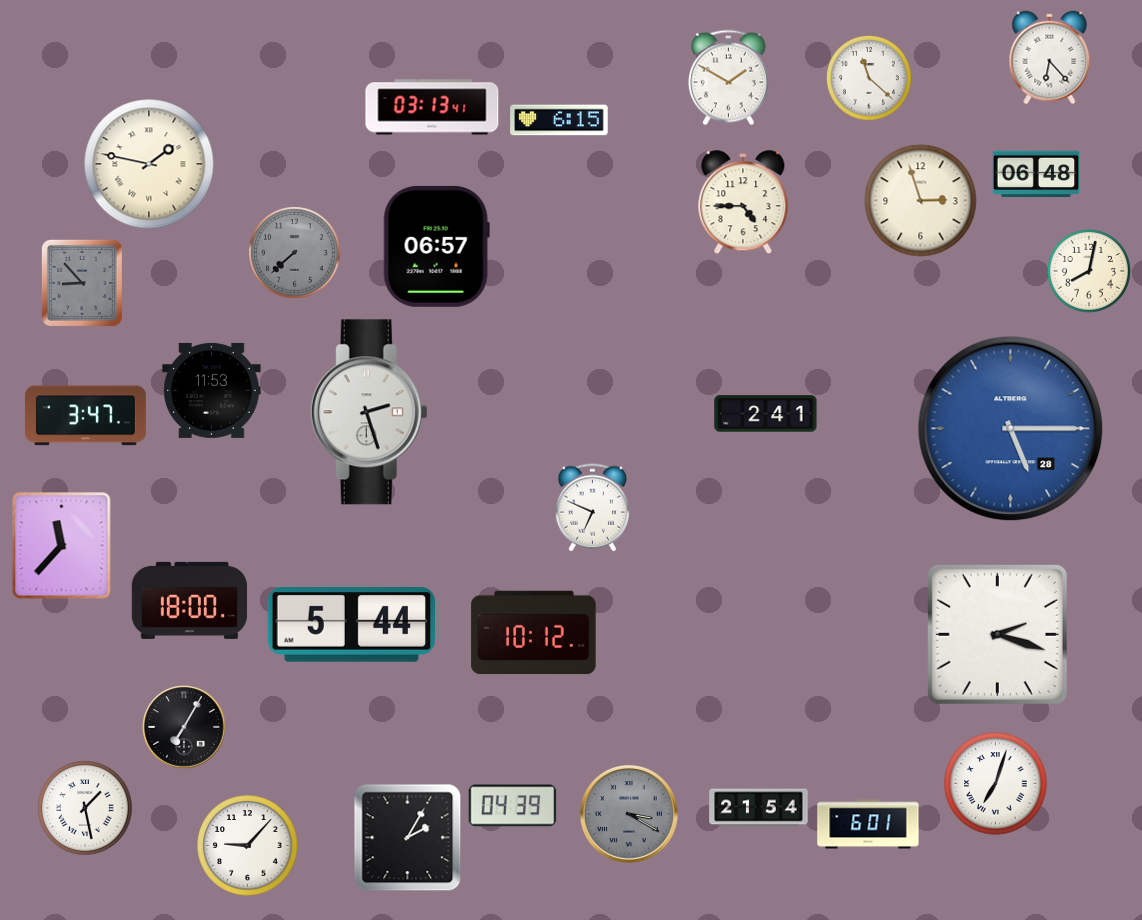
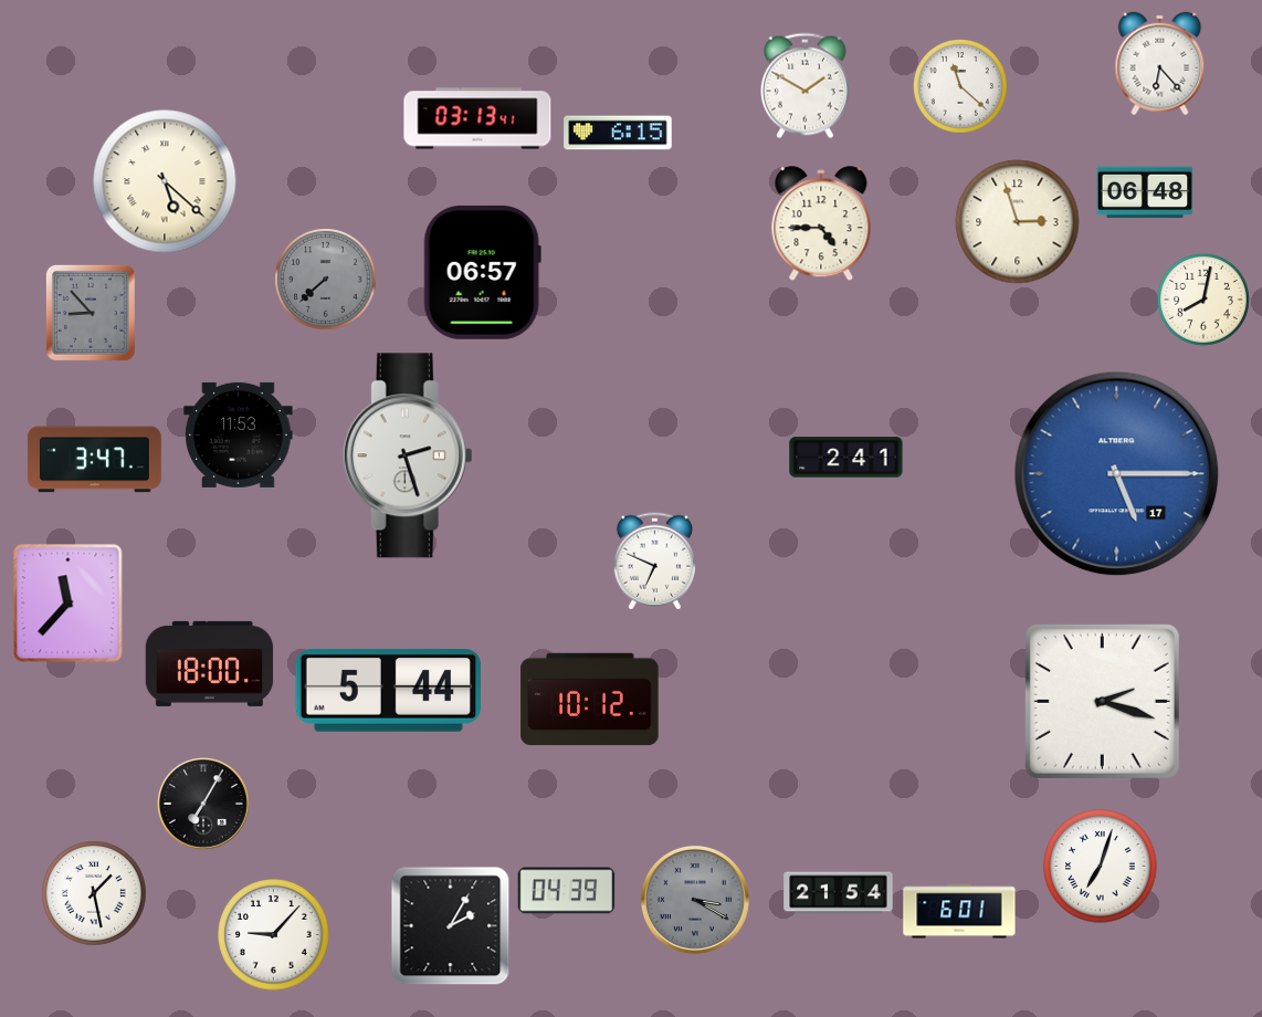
clock at (149, 164): 1:47 -> 5:22
clock at (212, 390) position: (212, 390) -> (239, 434)
clock at (1011, 429) date: 28 -> 17
